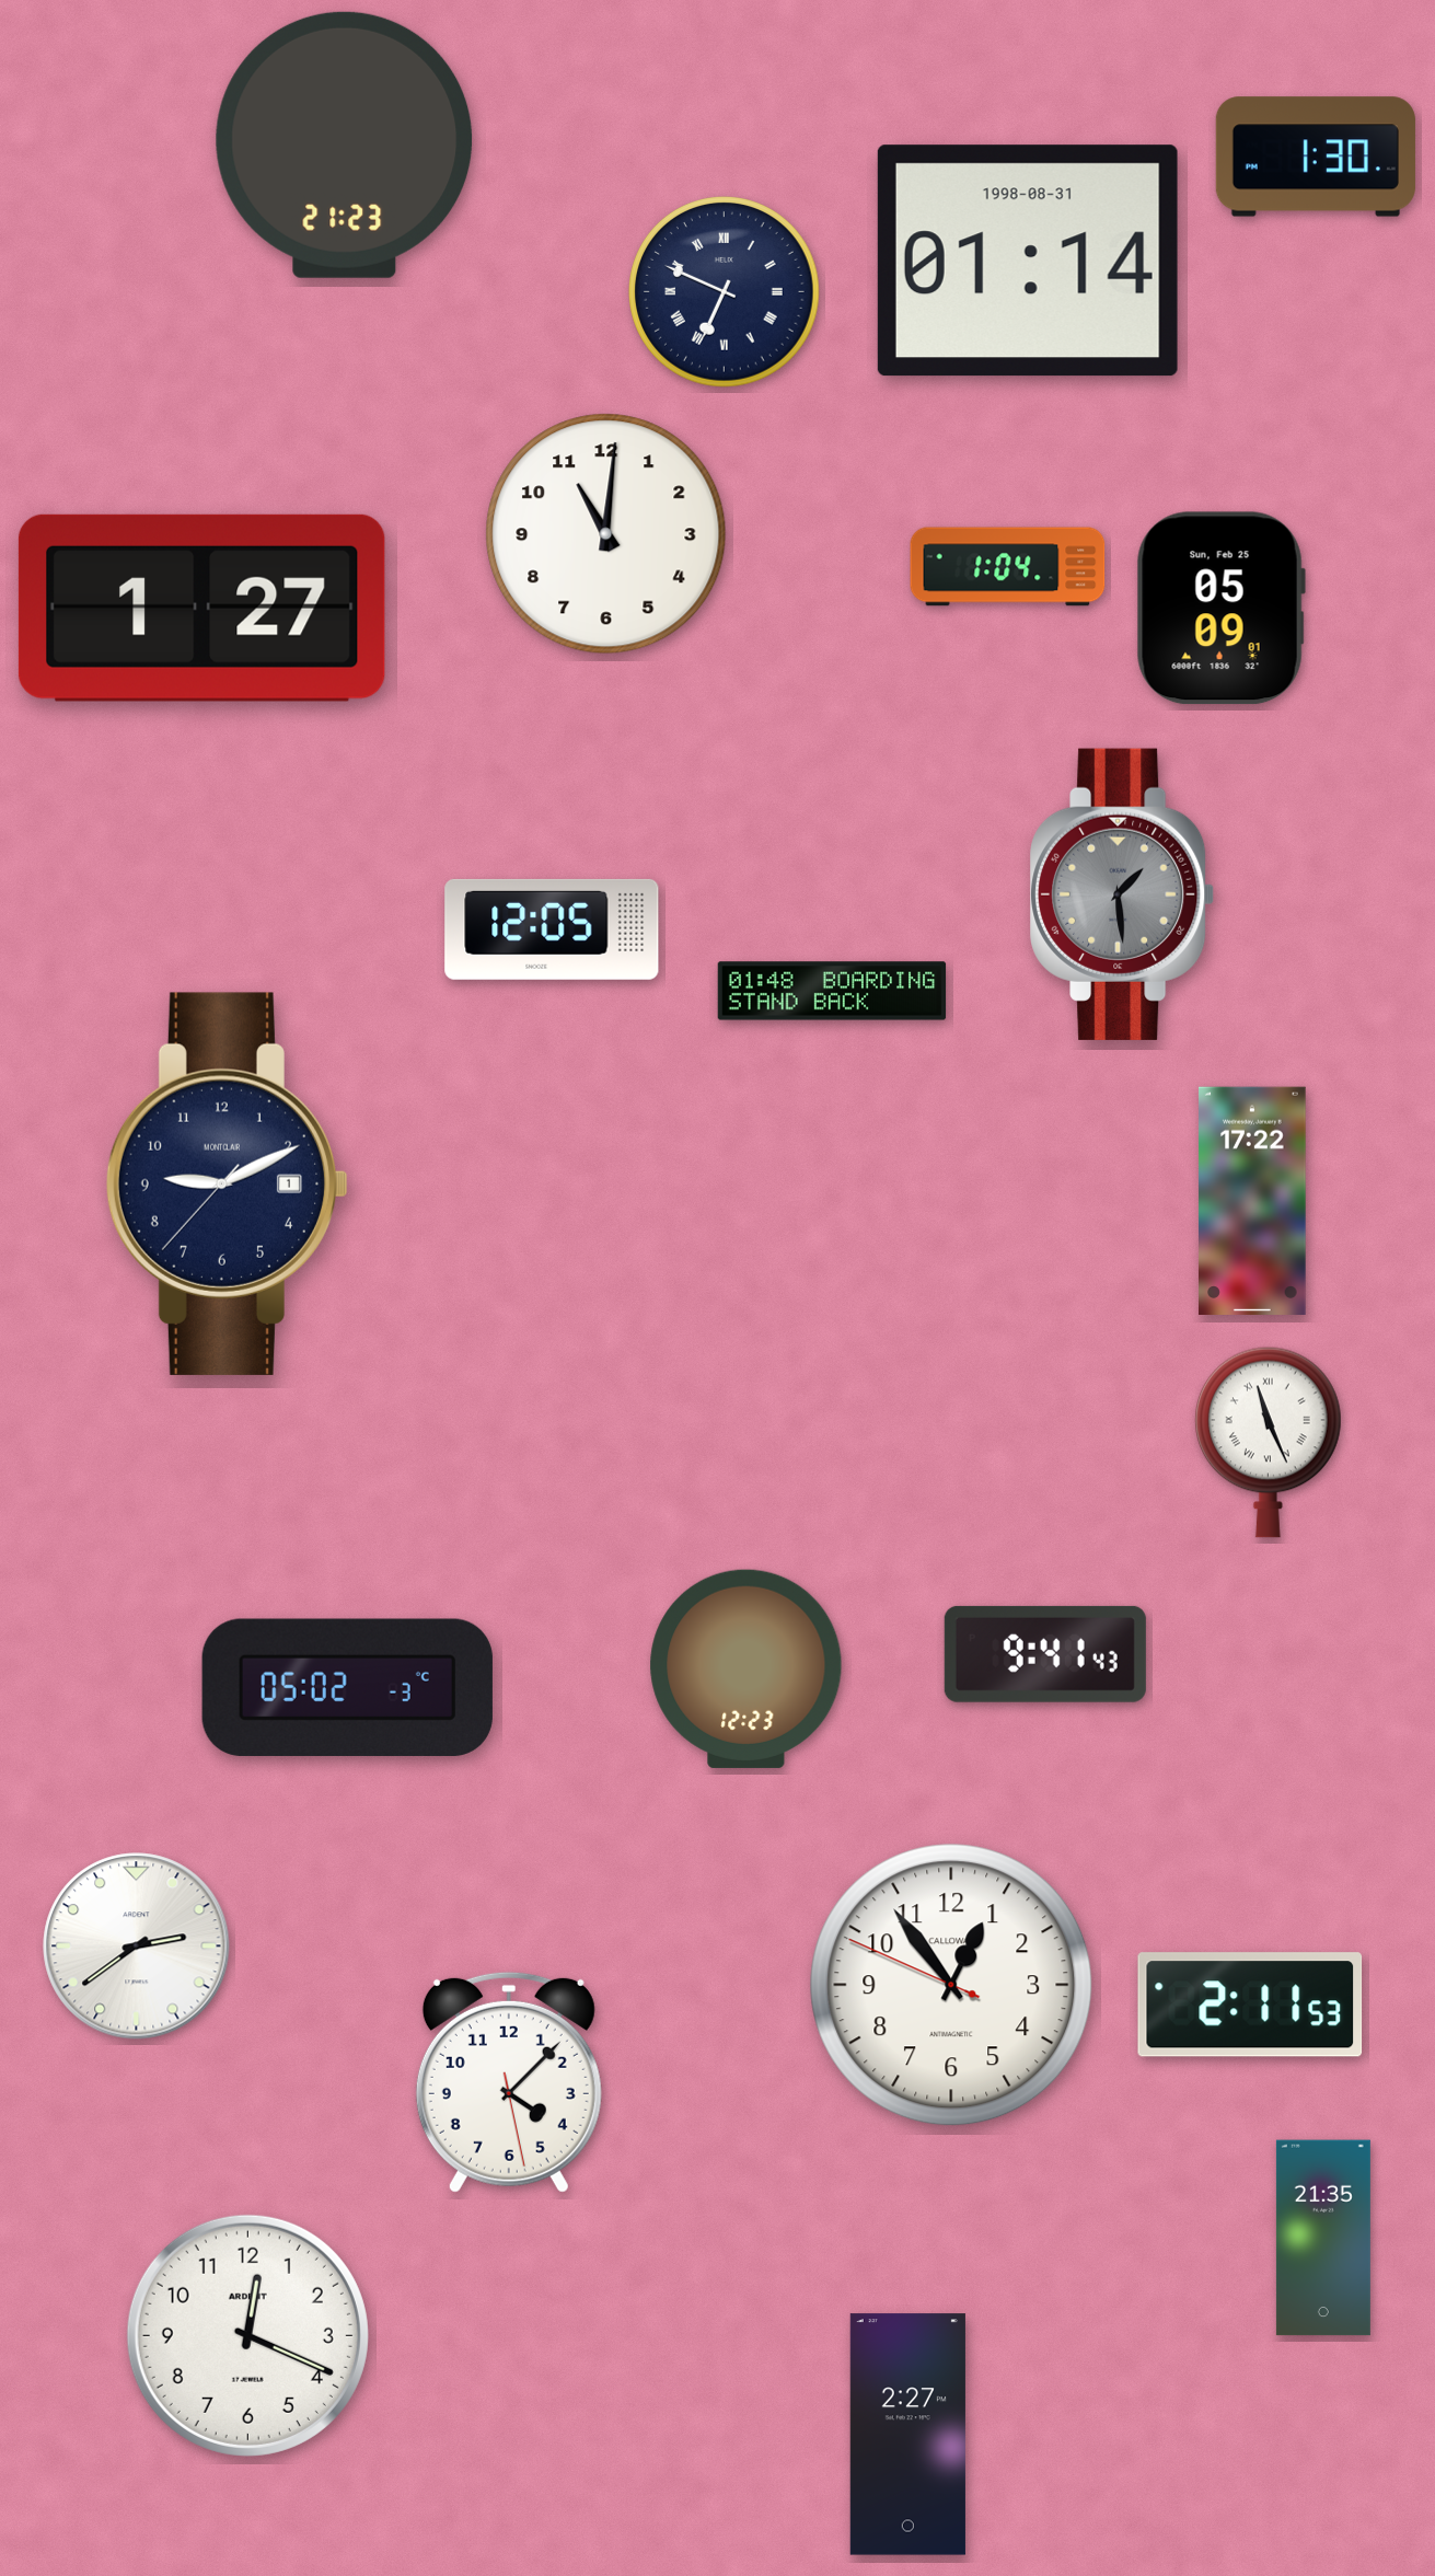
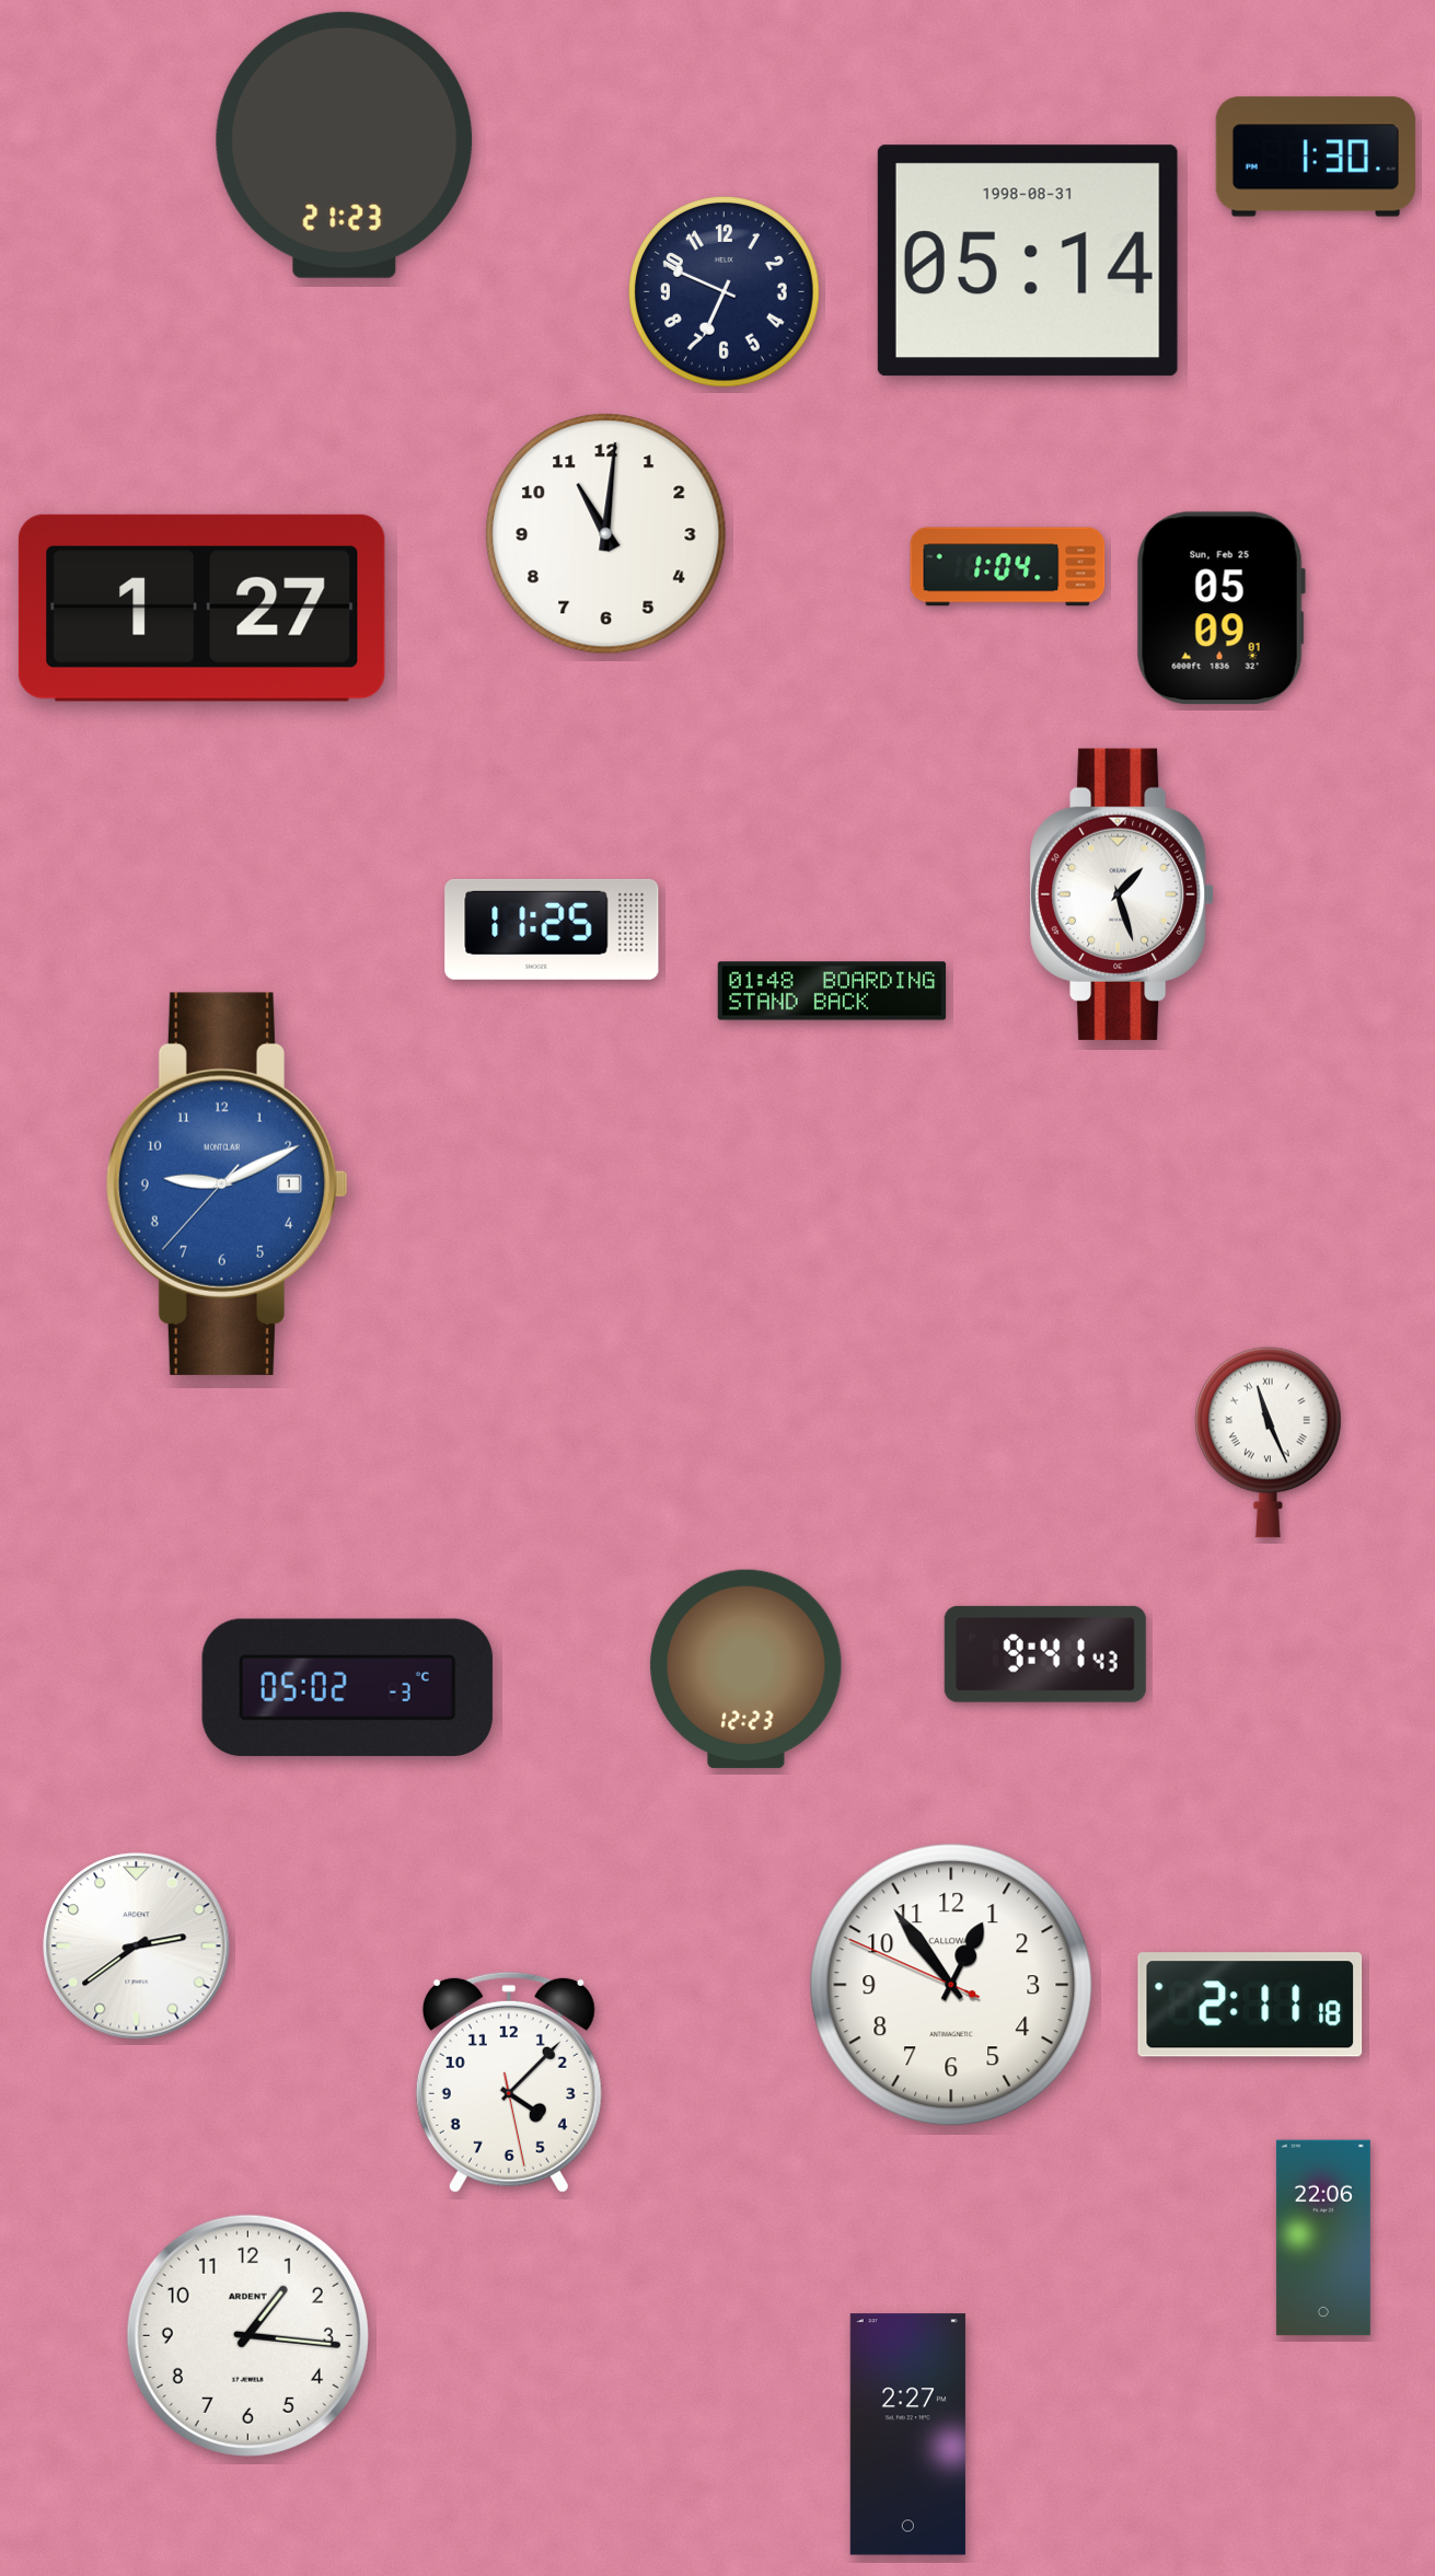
clock at (1028, 261): 01:14 -> 05:14
clock at (725, 292) numerals: Roman -> Arabic
clock at (1123, 894): 1:29 -> 1:27
clock at (1123, 894) dial: grey -> white
clock at (552, 929): 12:05 -> 11:25
clock at (228, 1183) dial: navy -> blue
clock at (1253, 1200): 17:22 -> none
clock at (1250, 2005): 2:11:53 -> 2:11:18
clock at (1323, 2238): 21:35 -> 22:06
clock at (247, 2335): 12:19 -> 1:16
